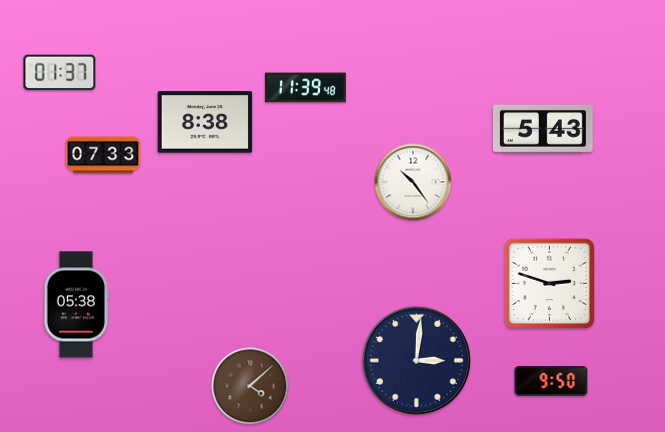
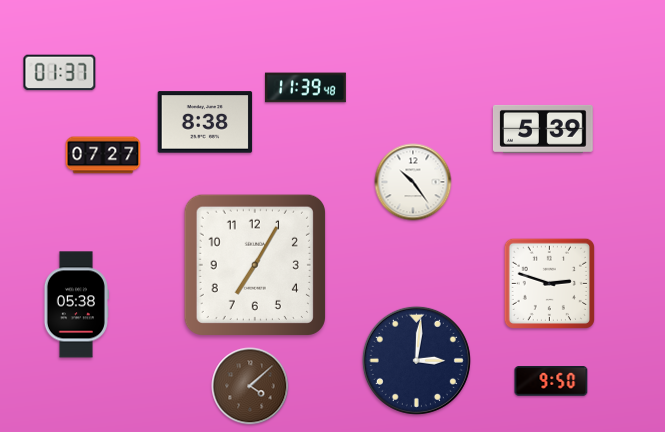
clock at (543, 129): 5:43 -> 5:39
clock at (103, 155): 07:33 -> 07:27
clock at (255, 265): none -> 7:05
